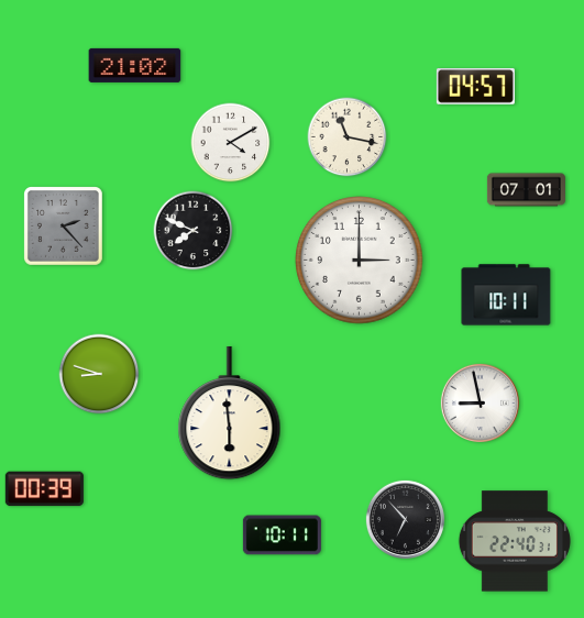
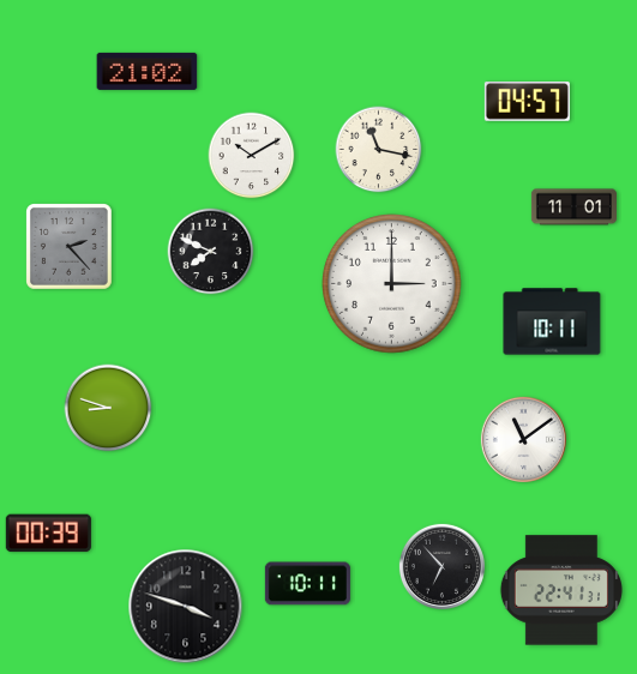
clock at (475, 87) position: (475, 87) -> (527, 102)
clock at (231, 143): 4:10 -> 10:10
clock at (526, 190): 07:01 -> 11:01
clock at (480, 402): 8:58 -> 11:09
clock at (230, 413): 5:59 -> none
clock at (515, 541): 22:40 -> 22:41
clock at (186, 607): none -> 3:48
